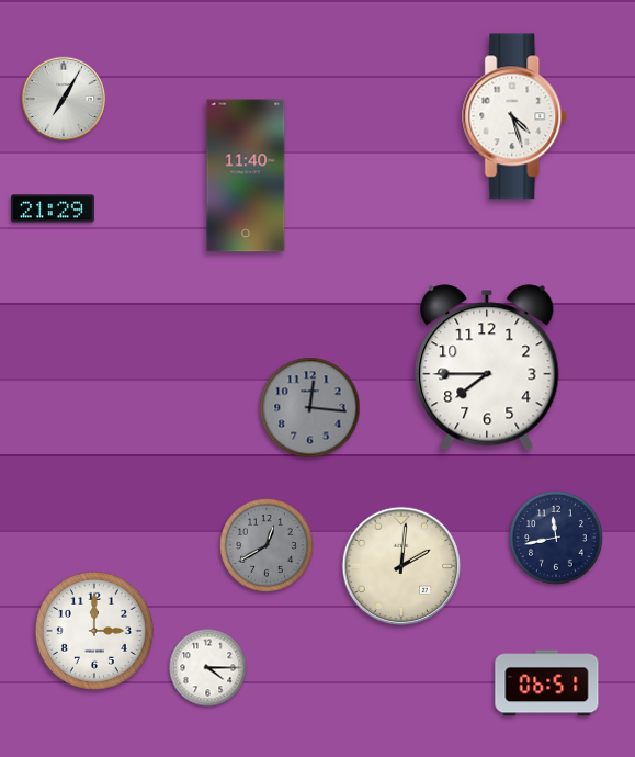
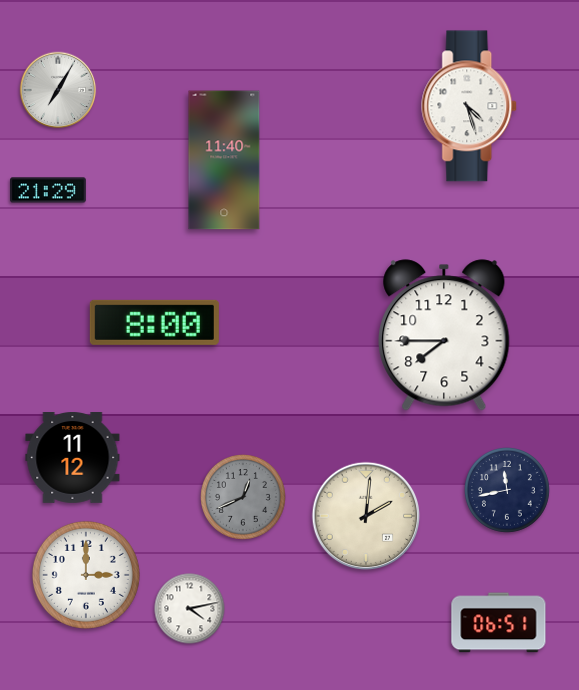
clock at (154, 322): none -> 8:00
clock at (310, 408): 12:16 -> none
clock at (73, 458): none -> 11:12
clock at (268, 546): 12:40 -> 12:41
clock at (208, 668): 4:15 -> 4:13
